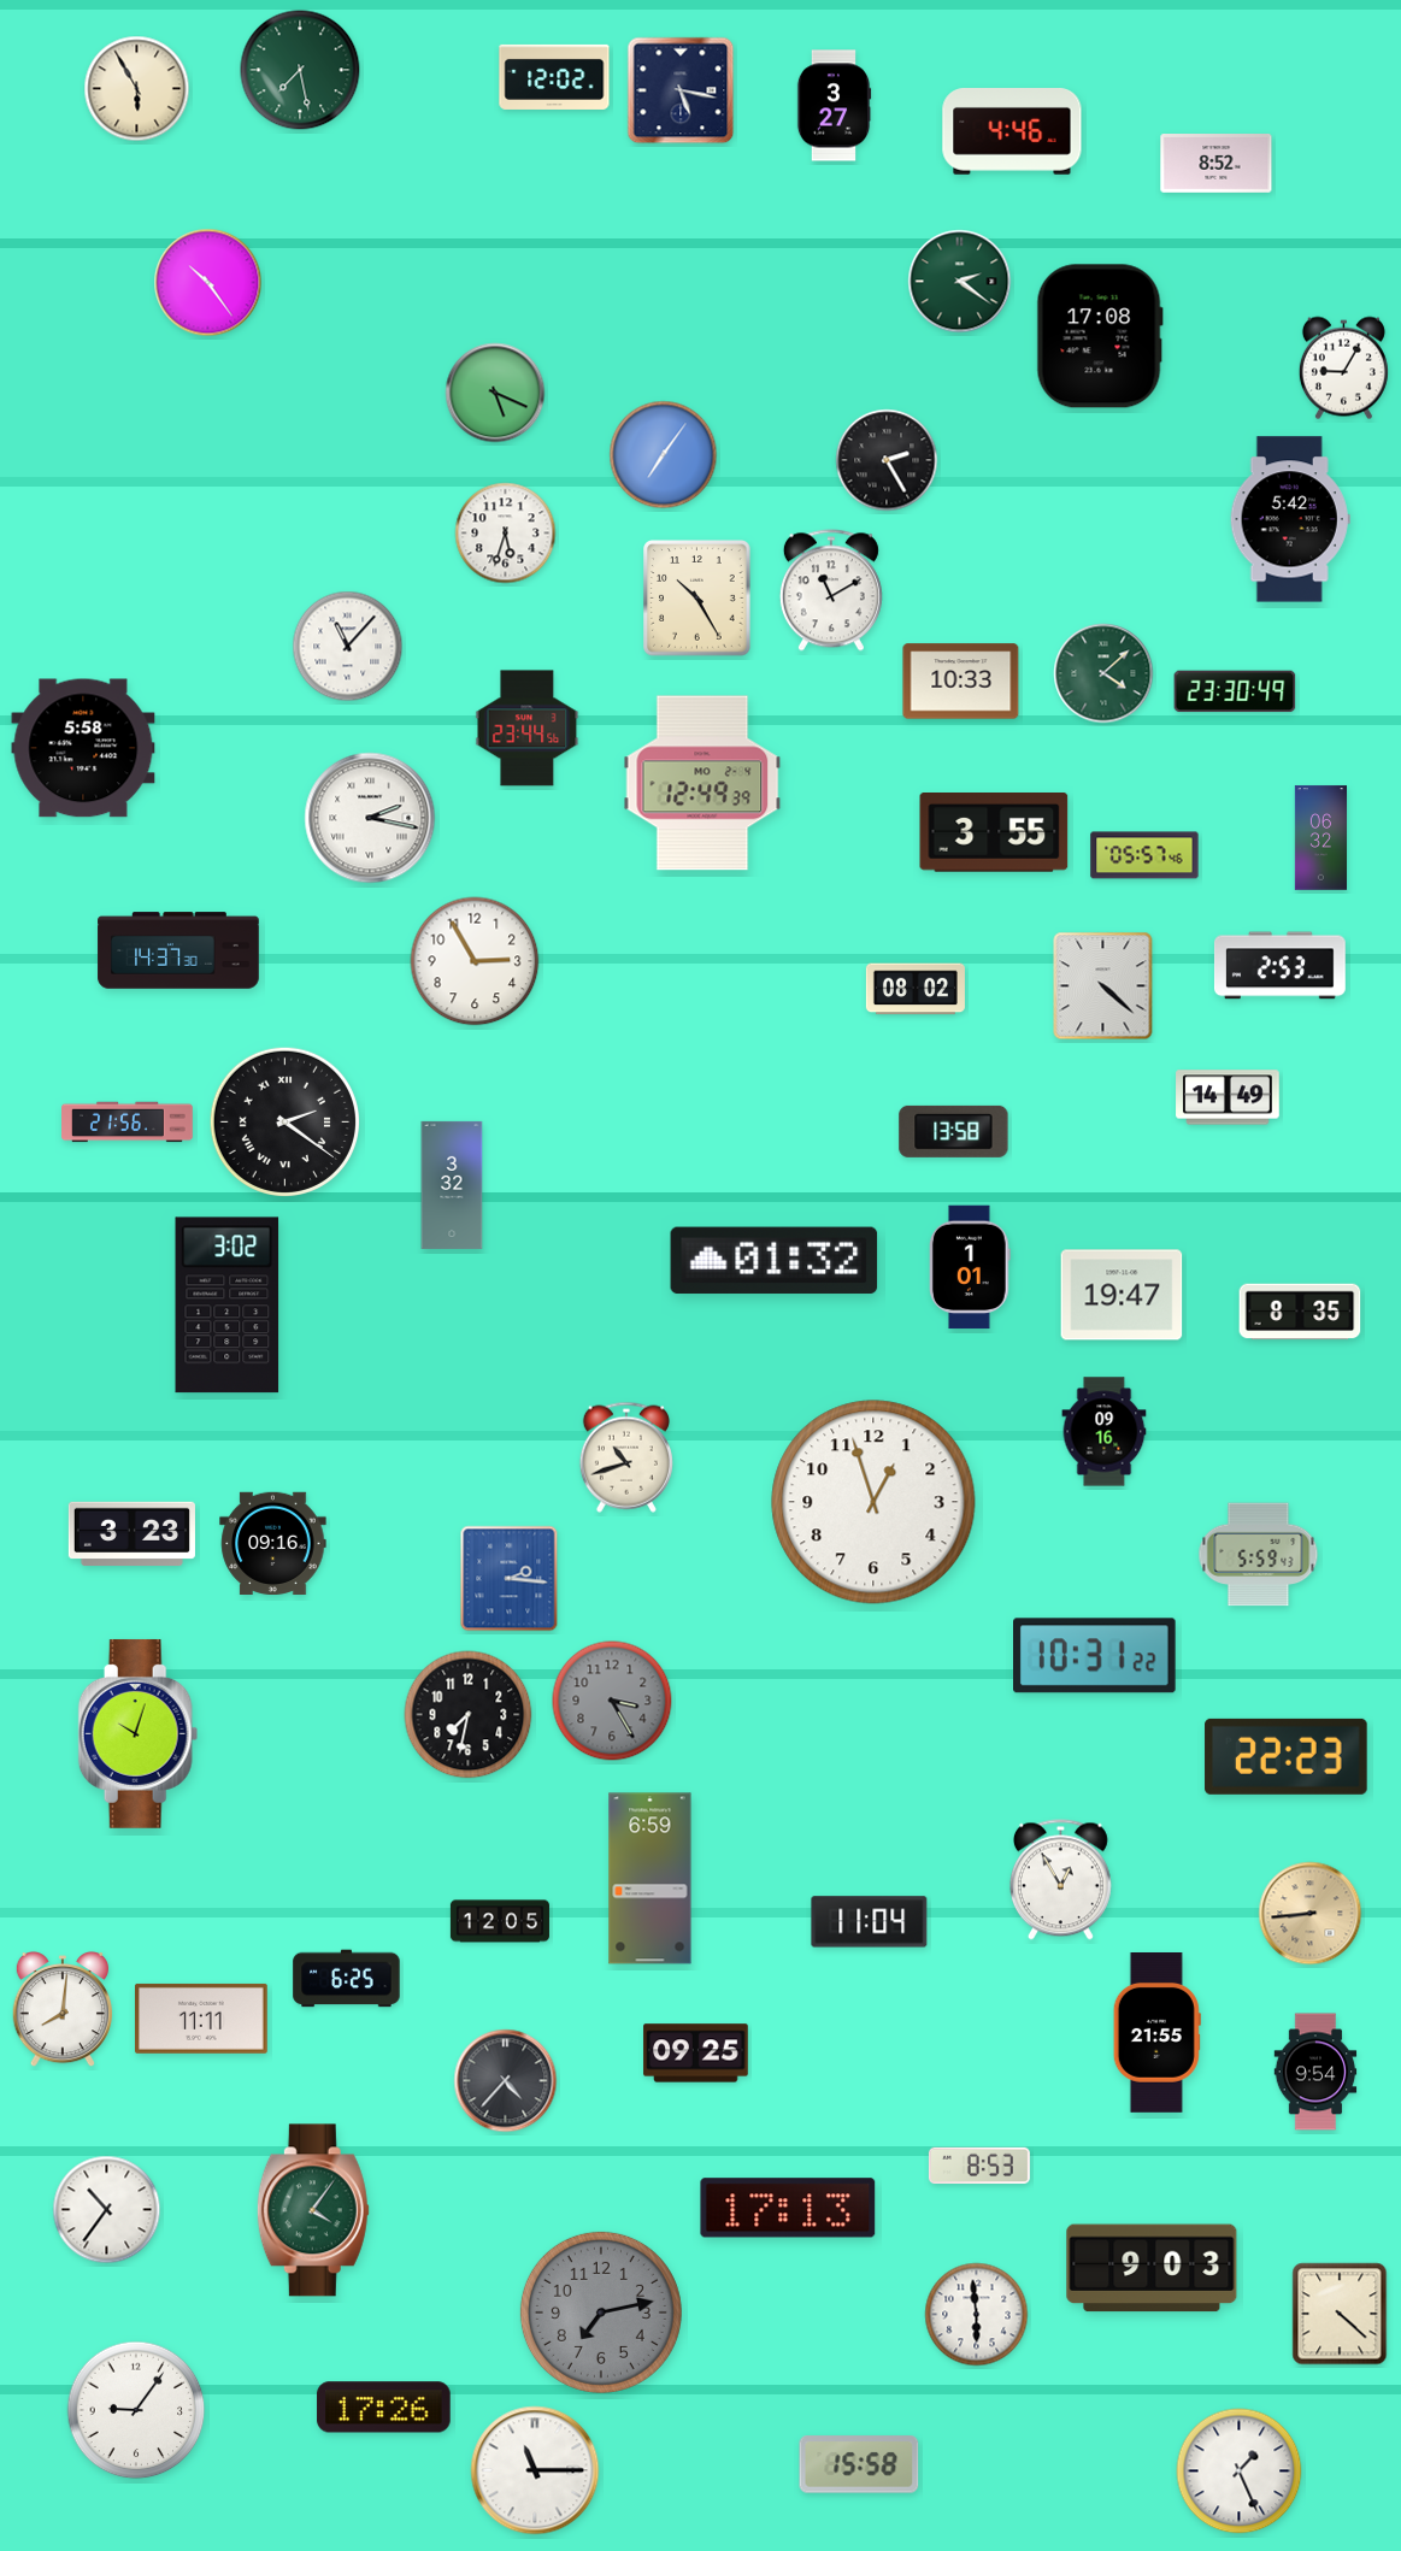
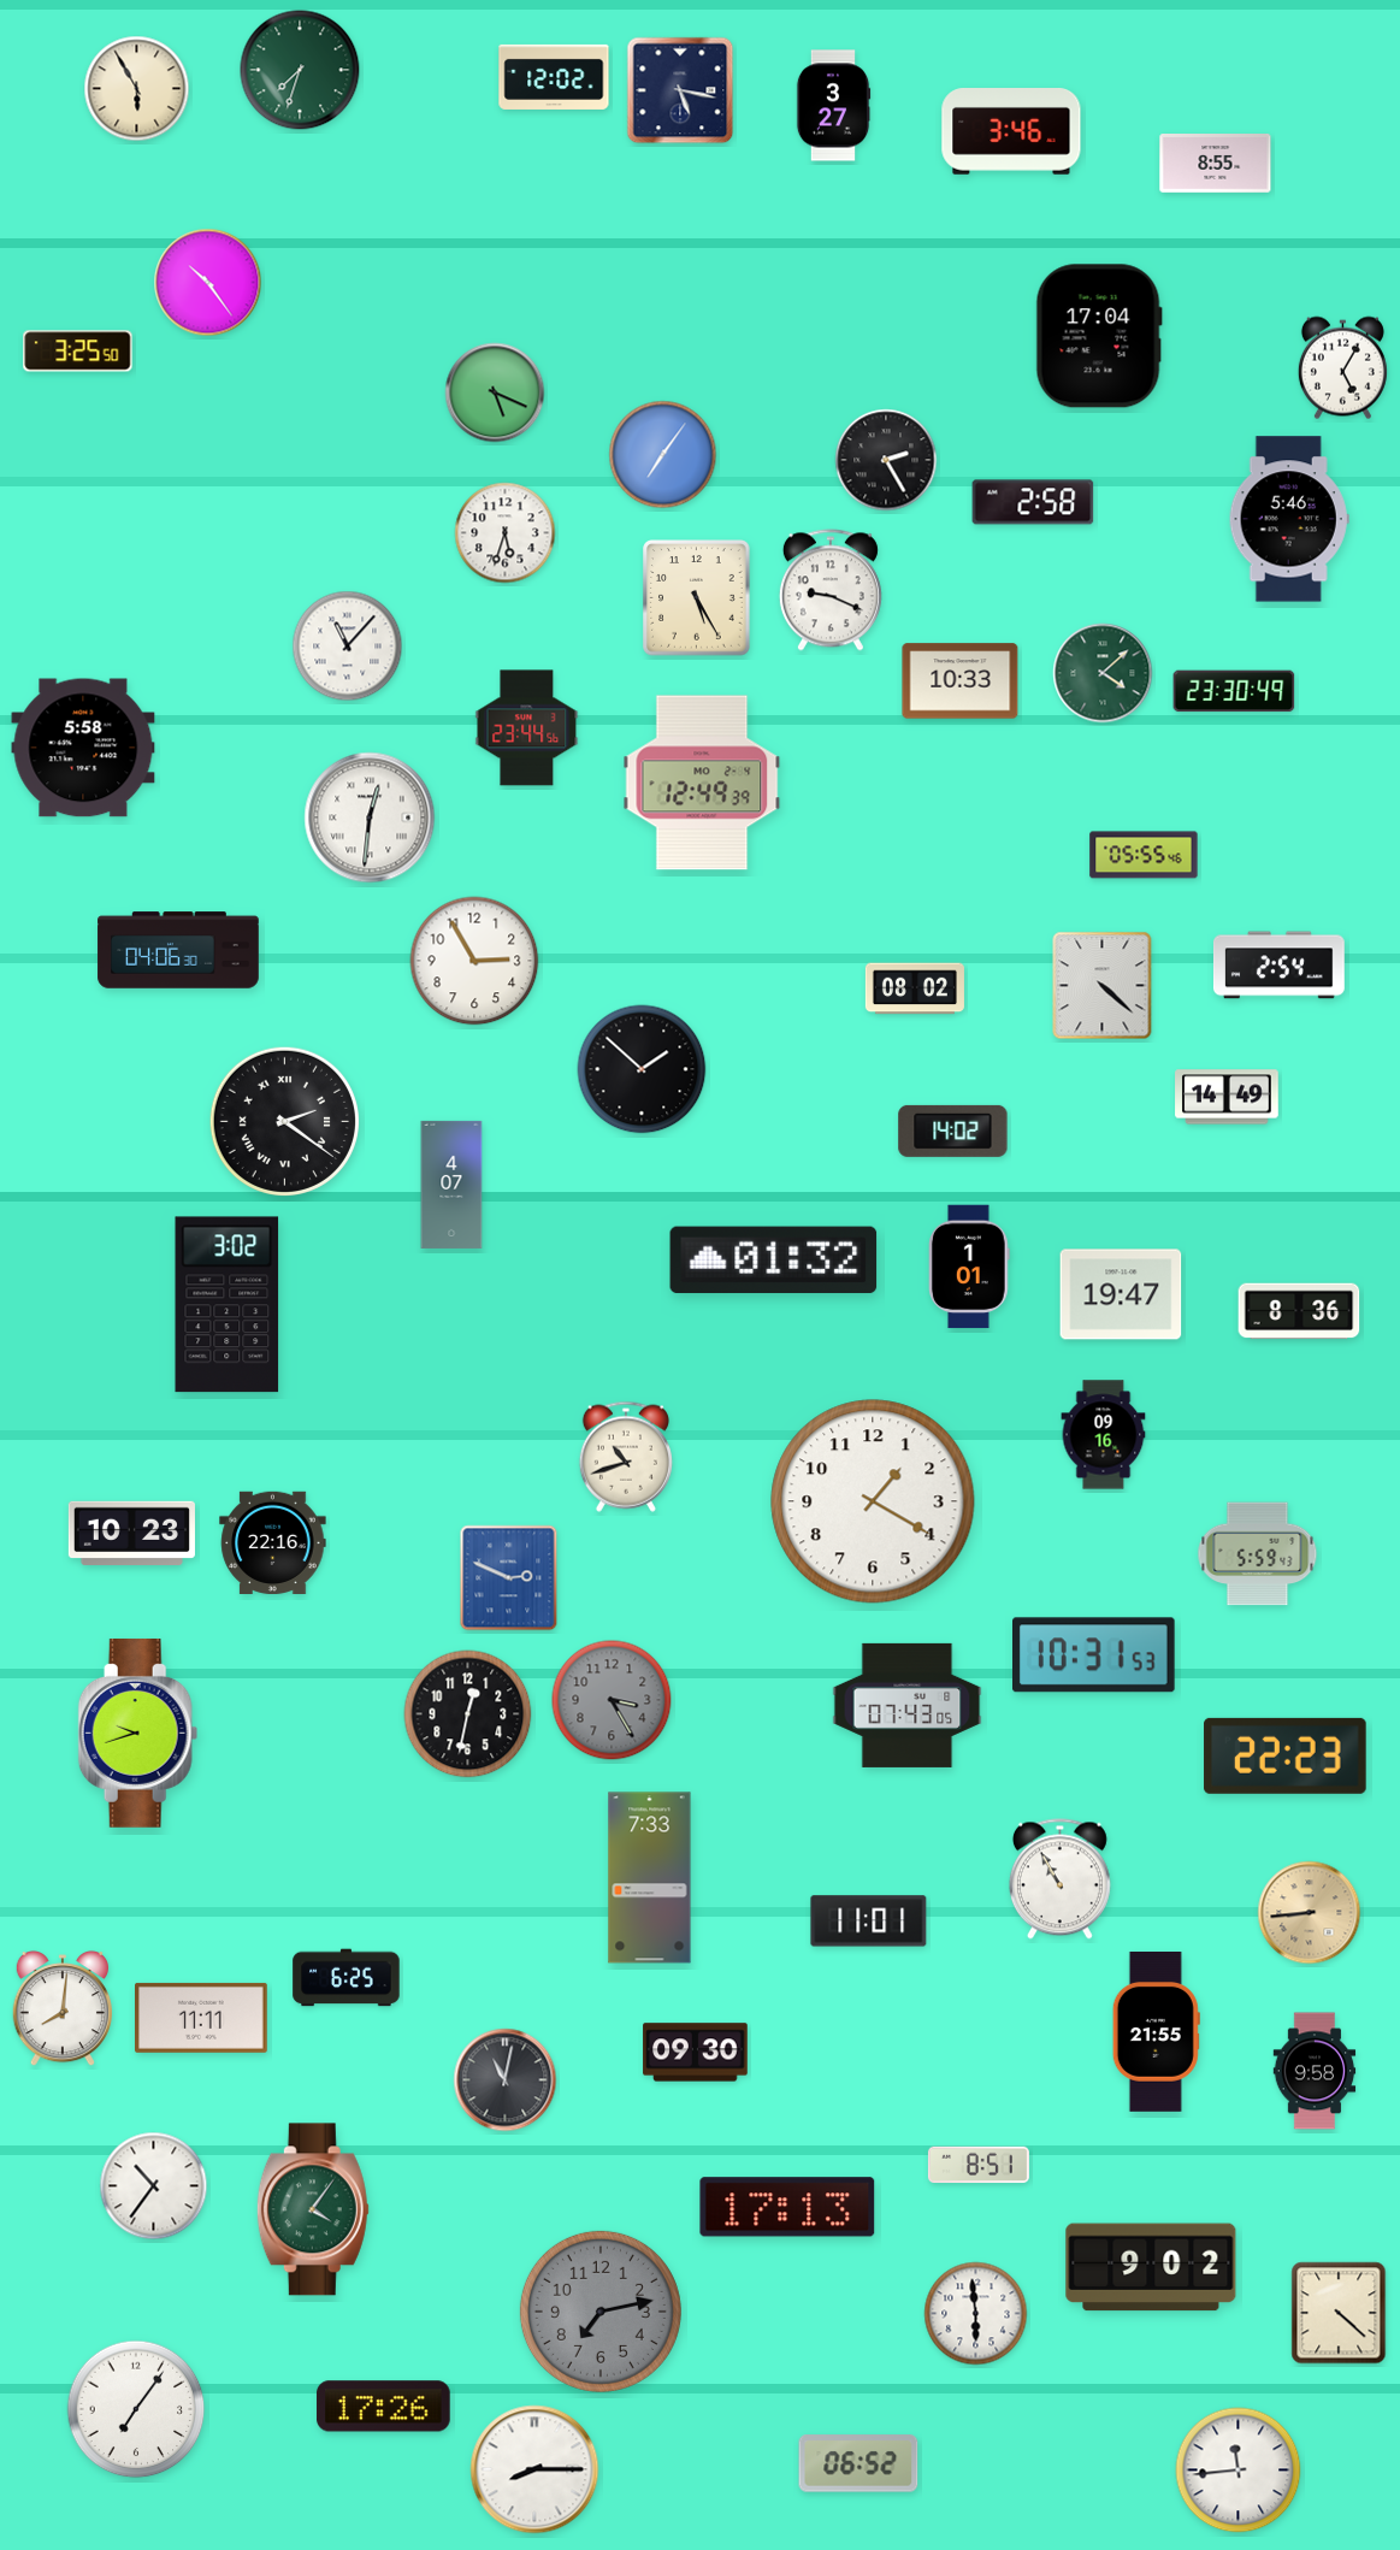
clock at (300, 70): 7:28 -> 7:33
clock at (1012, 132): 4:46 -> 3:46
clock at (1217, 164): 8:52 -> 8:55
clock at (960, 282): 2:21 -> none
clock at (1100, 336): 17:08 -> 17:04
clock at (78, 352): none -> 3:25
clock at (1343, 369): 9:05 -> 5:05
clock at (1033, 502): none -> 2:58
clock at (1290, 519): 5:42 -> 5:46
clock at (831, 590): 11:10 -> 9:19
clock at (697, 599): 10:25 -> 5:25
clock at (370, 818): 2:17 -> 12:31
clock at (994, 832): 3:55 -> none
clock at (1320, 838): 06:32 -> none
clock at (1144, 855): 05:57 -> 05:55
clock at (178, 950): 14:37 -> 04:06
clock at (1279, 966): 2:53 -> 2:54
clock at (642, 1069): none -> 1:52
clock at (128, 1123): 21:56 -> none
clock at (954, 1131): 13:58 -> 14:02
clock at (452, 1185): 3:32 -> 4:07
clock at (1300, 1312): 8:35 -> 8:36
clock at (1105, 1432) position: (1105, 1432) -> (1104, 1435)
clock at (873, 1502): 12:57 -> 1:20
clock at (131, 1534): 3:23 -> 10:23
clock at (273, 1543): 09:16 -> 22:16
clock at (510, 1579): 2:16 -> 2:49
clock at (1095, 1656): 10:31:22 -> 10:31:53
clock at (908, 1705): none -> 07:43
clock at (469, 1715): 7:32 -> 12:32
clock at (139, 1733): 10:03 -> 9:42
clock at (651, 1879): 6:59 -> 7:33
clock at (1060, 1880): 12:55 -> 10:55
clock at (500, 1921): 12:05 -> none
clock at (870, 1922): 11:04 -> 11:01
clock at (696, 2054): 09:25 -> 09:30
clock at (1315, 2072): 9:54 -> 9:58
clock at (506, 2081): 4:37 -> 11:02
clock at (979, 2166): 8:53 -> 8:51
clock at (107, 2210) position: (107, 2210) -> (154, 2186)
clock at (1152, 2268): 9:03 -> 9:02
clock at (136, 2410): 9:06 -> 7:06
clock at (859, 2464): 15:58 -> 06:52
clock at (535, 2470): 11:15 -> 8:15
clock at (1240, 2472): 1:26 -> 11:44
